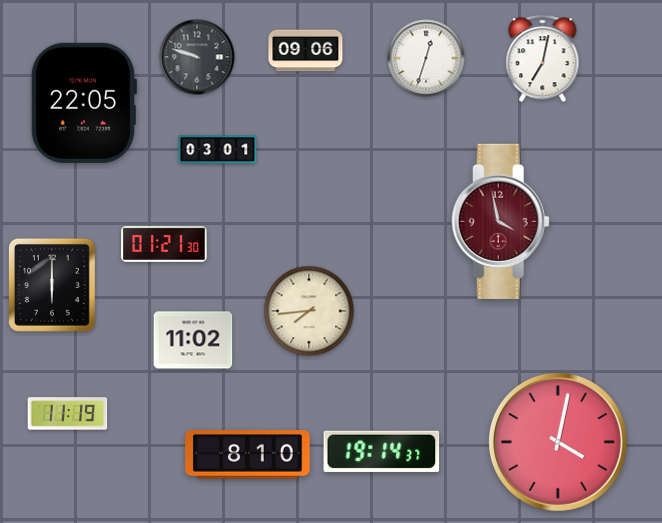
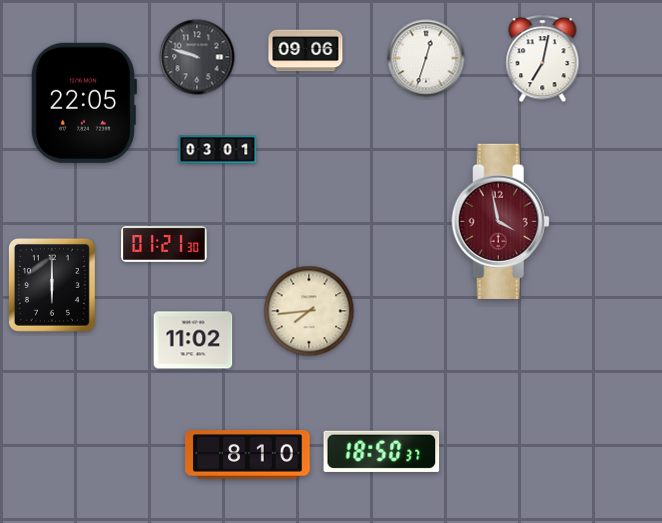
clock at (68, 414): 11:19 -> none
clock at (558, 442): 4:02 -> none
clock at (382, 451): 19:14 -> 18:50
